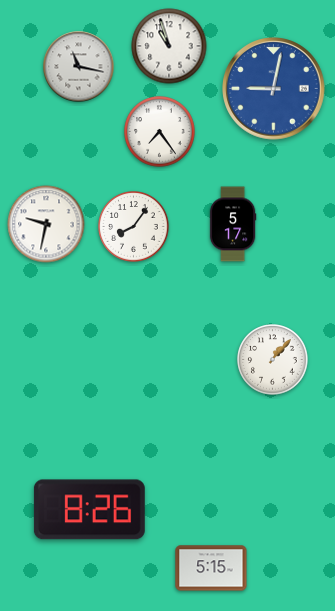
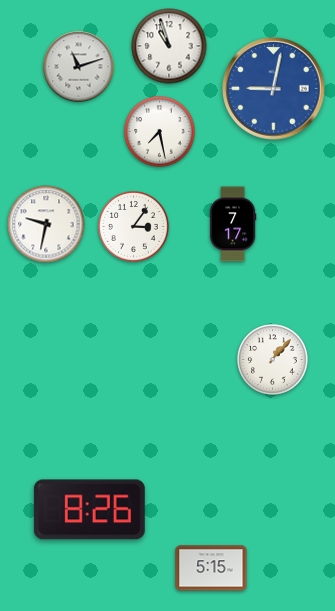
clock at (79, 67): 11:17 -> 11:12
clock at (160, 132): 7:24 -> 7:28
clock at (233, 224): 5:17 -> 7:17
clock at (134, 227): 8:06 -> 3:06
